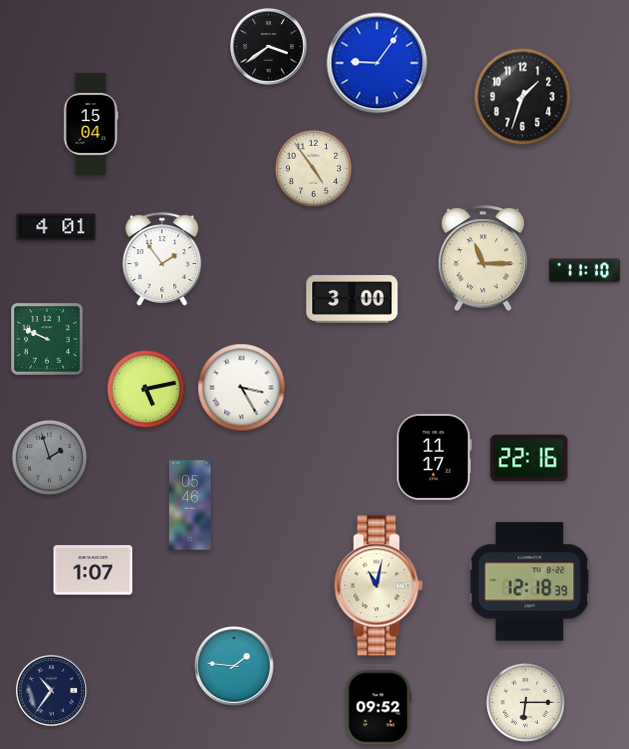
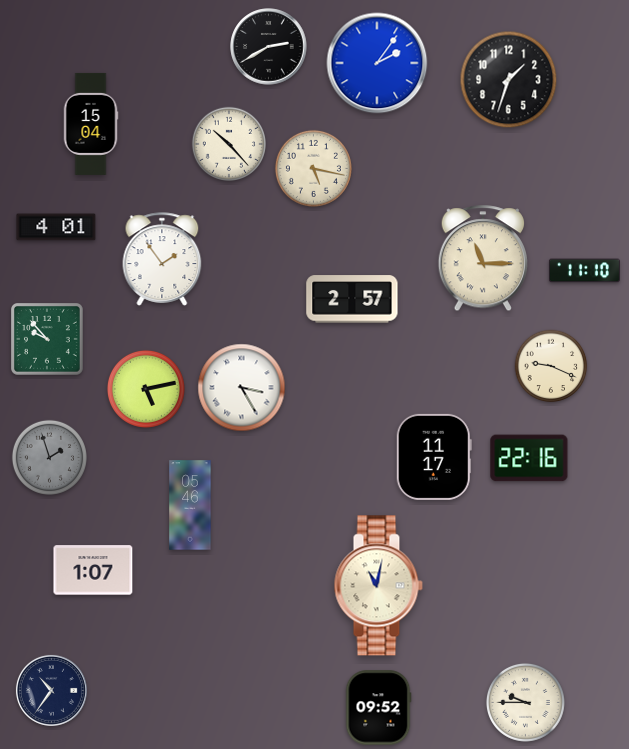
clock at (269, 47): 3:39 -> 2:40
clock at (377, 63): 9:06 -> 2:06
clock at (523, 97) position: (523, 97) -> (509, 80)
clock at (228, 143): none -> 10:23
clock at (313, 168): 4:54 -> 5:17
clock at (352, 299): 3:00 -> 2:57
clock at (48, 340): 9:49 -> 9:53
clock at (551, 366): none -> 9:19
clock at (530, 582): 12:18 -> none
clock at (234, 666): 1:46 -> none
clock at (525, 702): 6:15 -> 9:45
